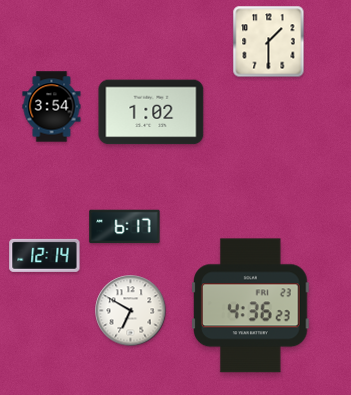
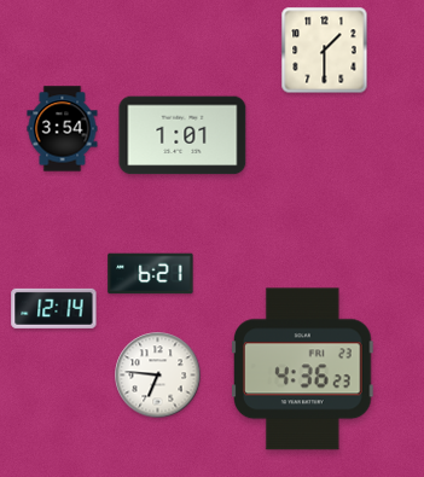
clock at (151, 112): 1:02 -> 1:01
clock at (125, 227): 6:17 -> 6:21
clock at (131, 311): 6:50 -> 6:46
